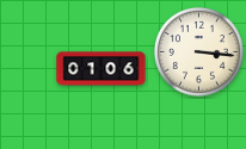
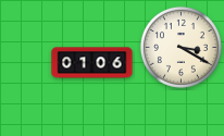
clock at (198, 51): 3:16 -> 3:20
